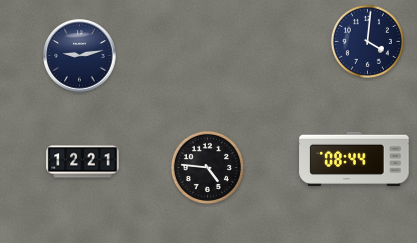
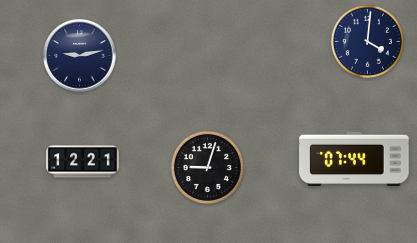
clock at (354, 158): 08:44 -> 07:44
clock at (207, 167): 4:46 -> 9:03
